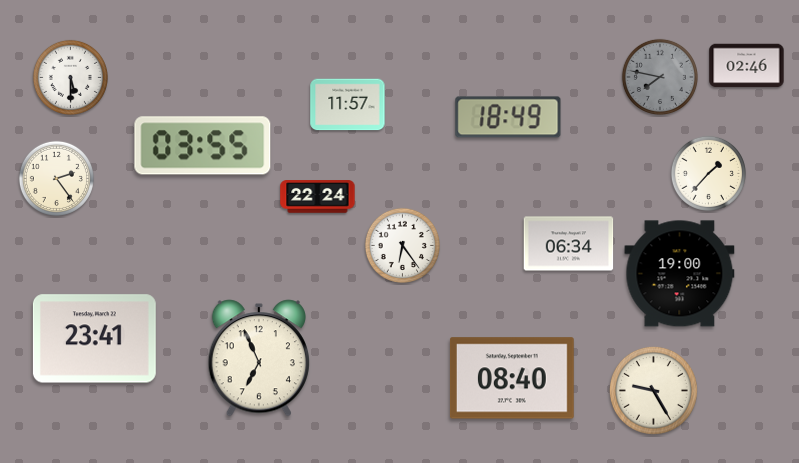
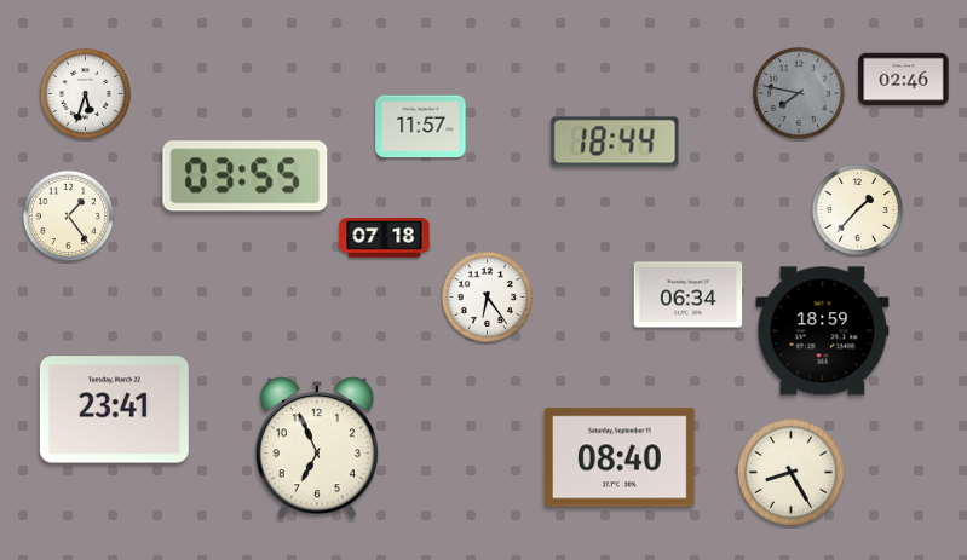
clock at (70, 77): 5:30 -> 5:33
clock at (508, 117): 18:49 -> 18:44
clock at (56, 178): 2:24 -> 1:24
clock at (318, 197): 22:24 -> 07:18
clock at (680, 274): 19:00 -> 18:59
clock at (259, 358) position: (259, 358) -> (317, 448)
clock at (653, 390): 9:25 -> 8:25
